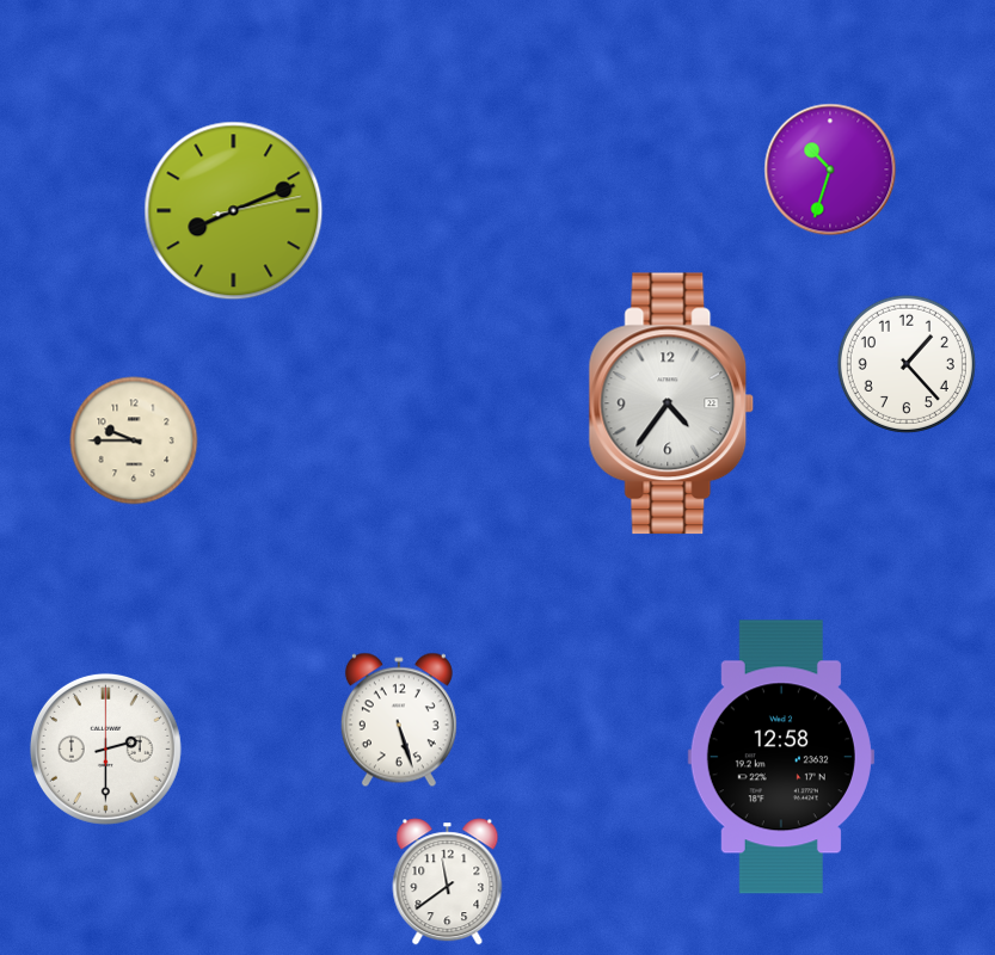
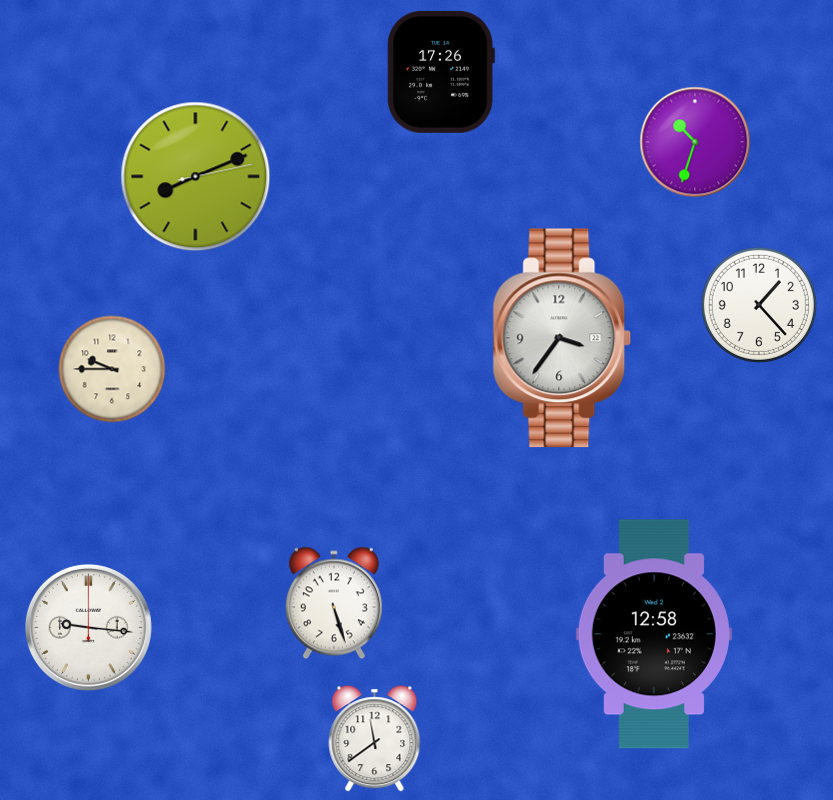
clock at (441, 72): none -> 17:26
clock at (671, 403): 4:36 -> 3:36
clock at (105, 748): 2:30 -> 9:16
